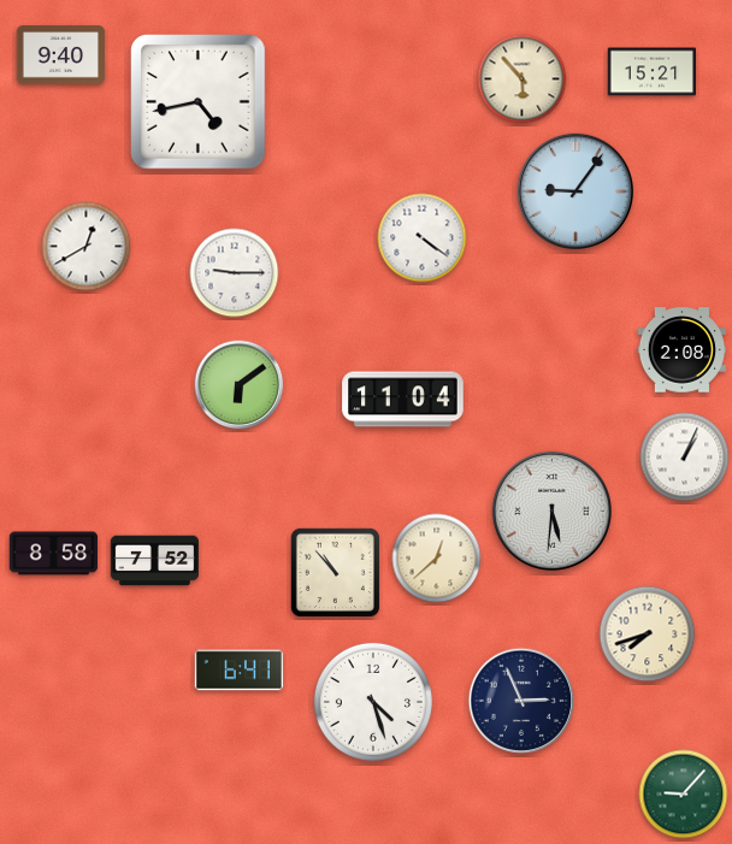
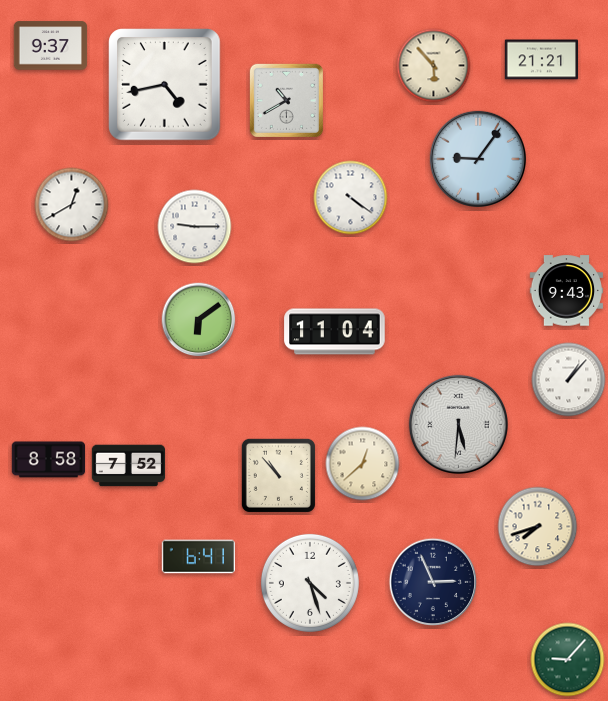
clock at (61, 55): 9:40 -> 9:37
clock at (651, 72): 15:21 -> 21:21
clock at (286, 100): none -> 10:40
clock at (683, 350): 2:08 -> 9:43
clock at (685, 458): 1:04 -> 1:07
clock at (54, 554) position: (54, 554) -> (49, 460)
